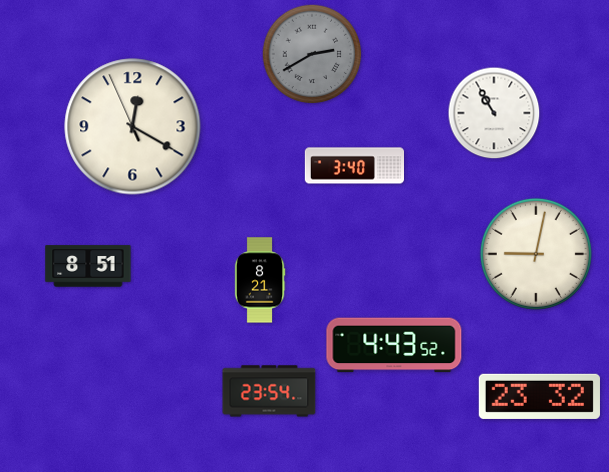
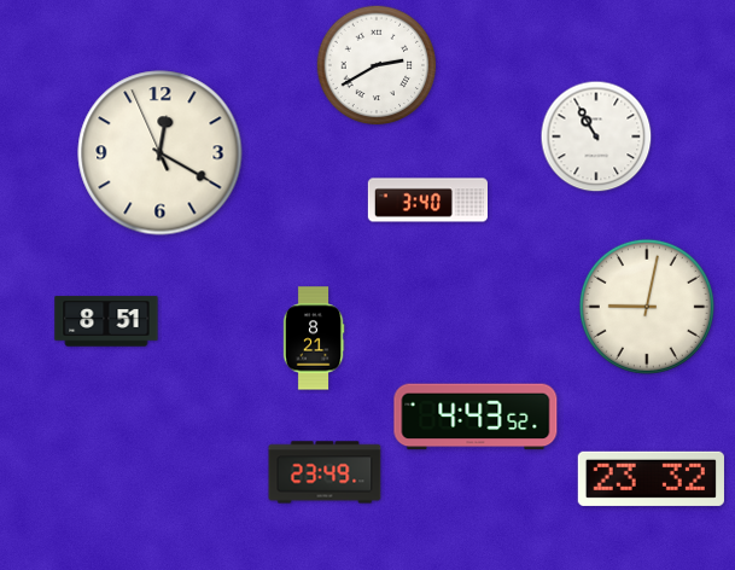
clock at (312, 54) dial: grey -> white
clock at (269, 391): 23:54 -> 23:49
